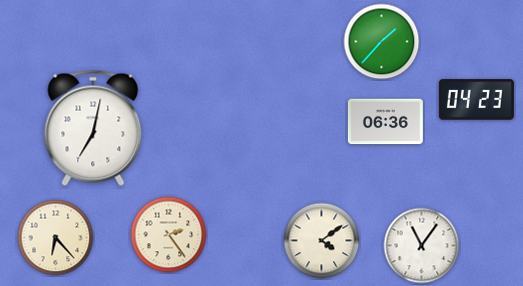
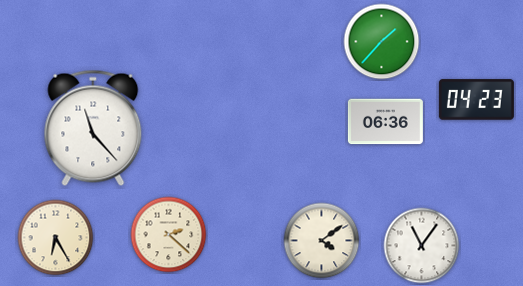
clock at (93, 128): 7:02 -> 11:23
clock at (169, 235): 2:24 -> 2:22
clock at (56, 238): 6:23 -> 6:25
